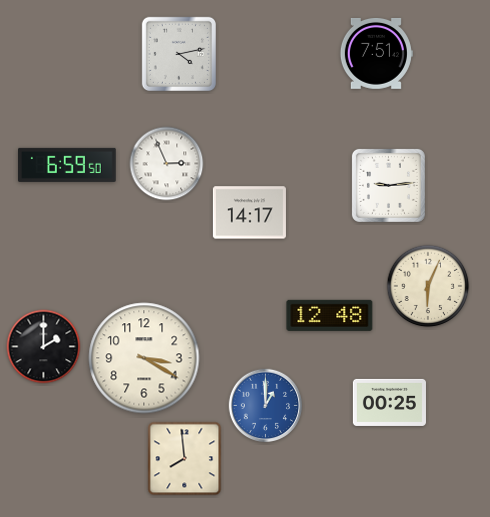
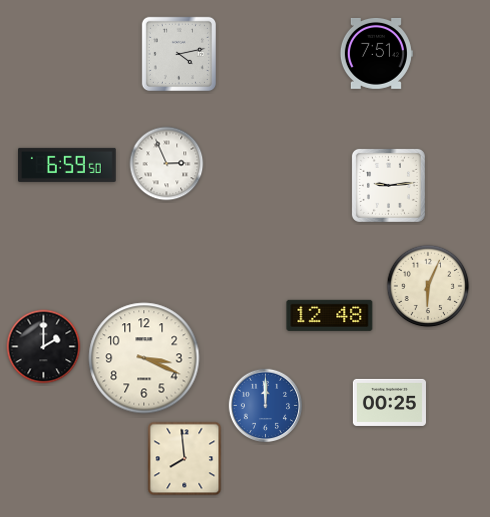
clock at (249, 213): 14:17 -> none
clock at (144, 358): 3:20 -> 3:19
clock at (266, 406): 1:00 -> 12:00
